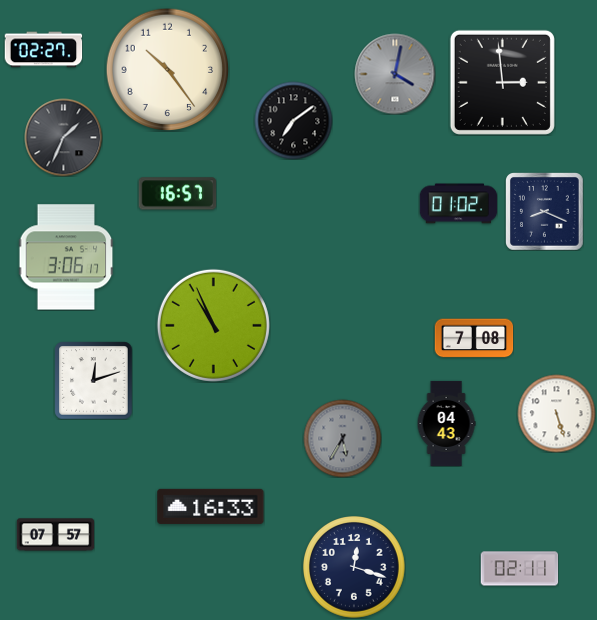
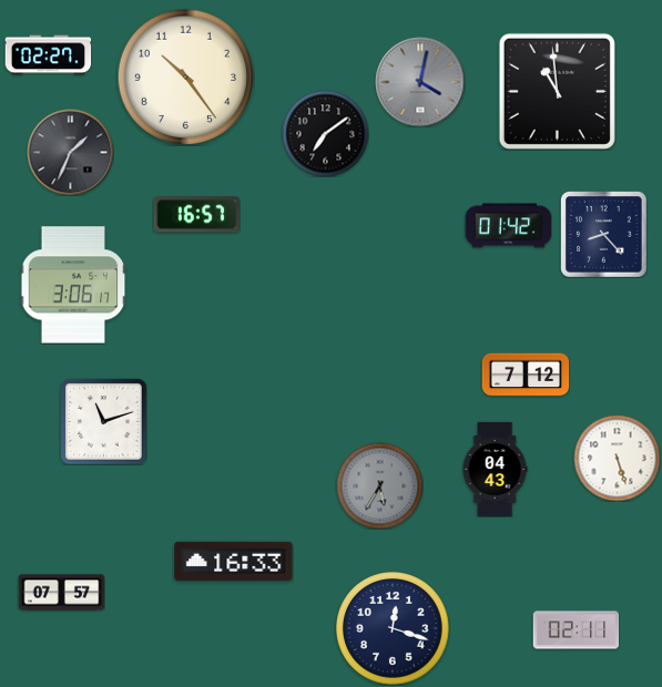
clock at (395, 74) position: (395, 74) -> (420, 82)
clock at (502, 82): 2:59 -> 10:59
clock at (458, 204): 01:02 -> 01:42
clock at (545, 212): 8:19 -> 8:23
clock at (213, 325): 10:56 -> none
clock at (474, 338): 7:08 -> 7:12
clock at (93, 380): 12:12 -> 11:12
